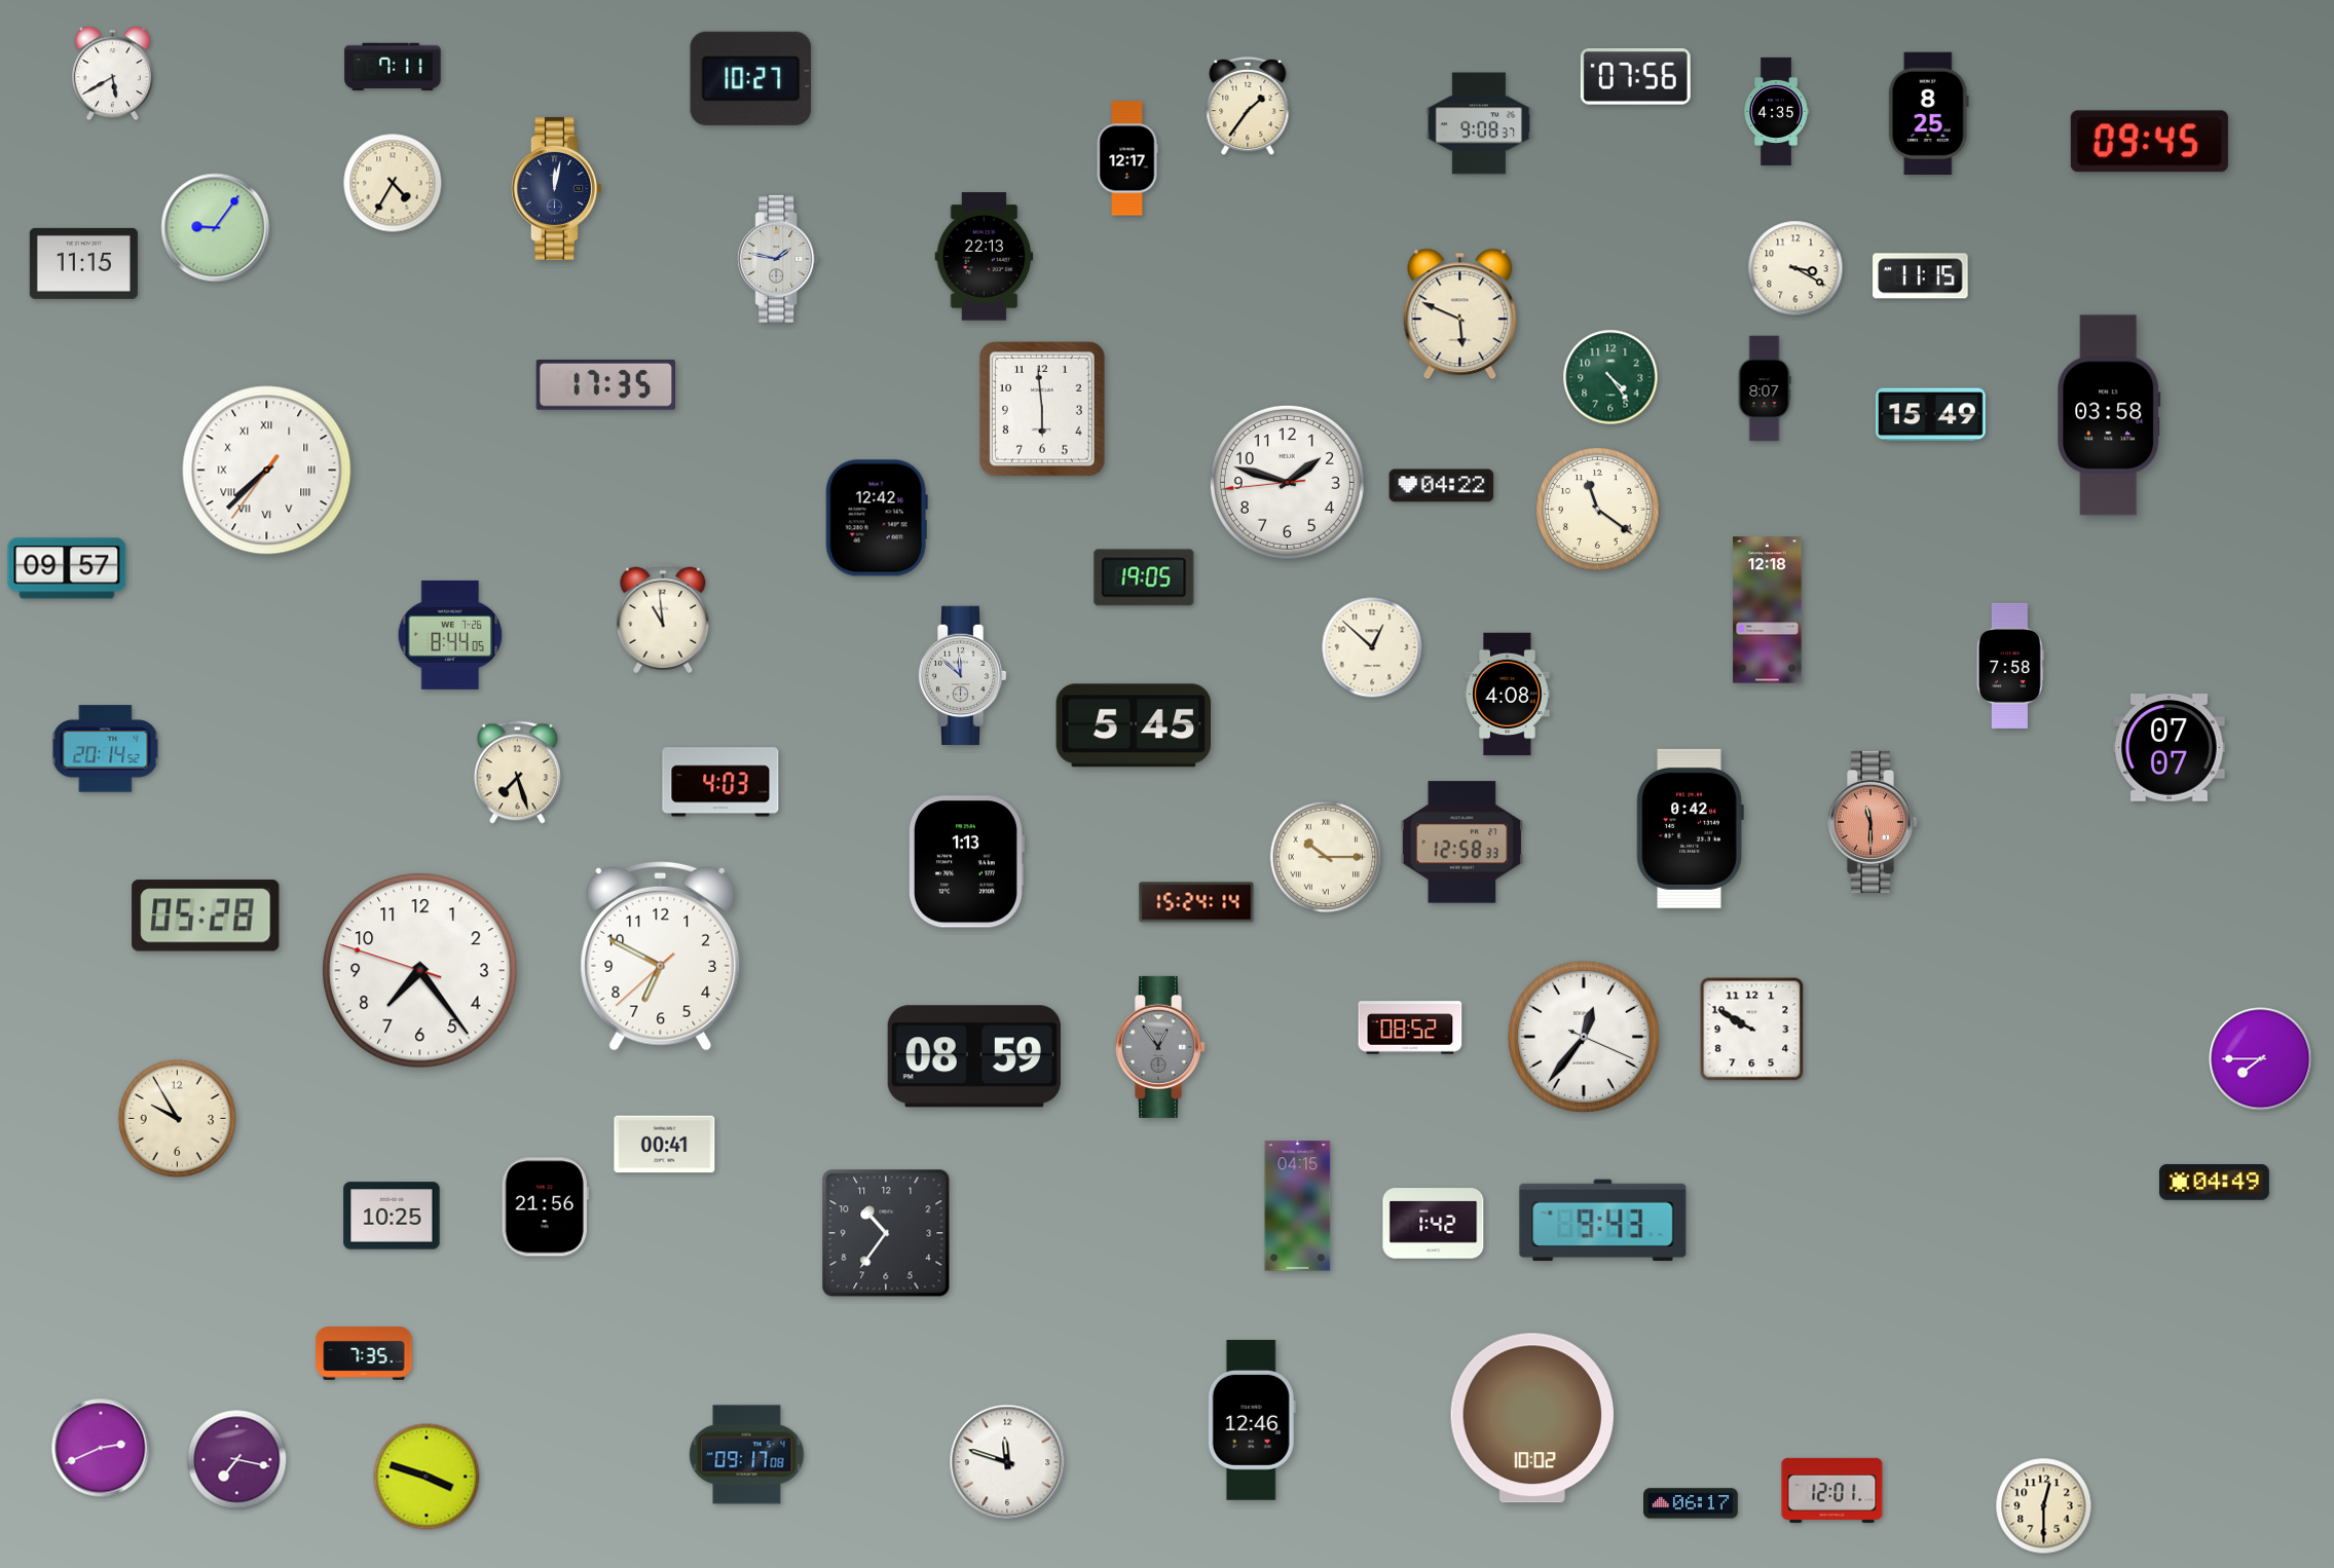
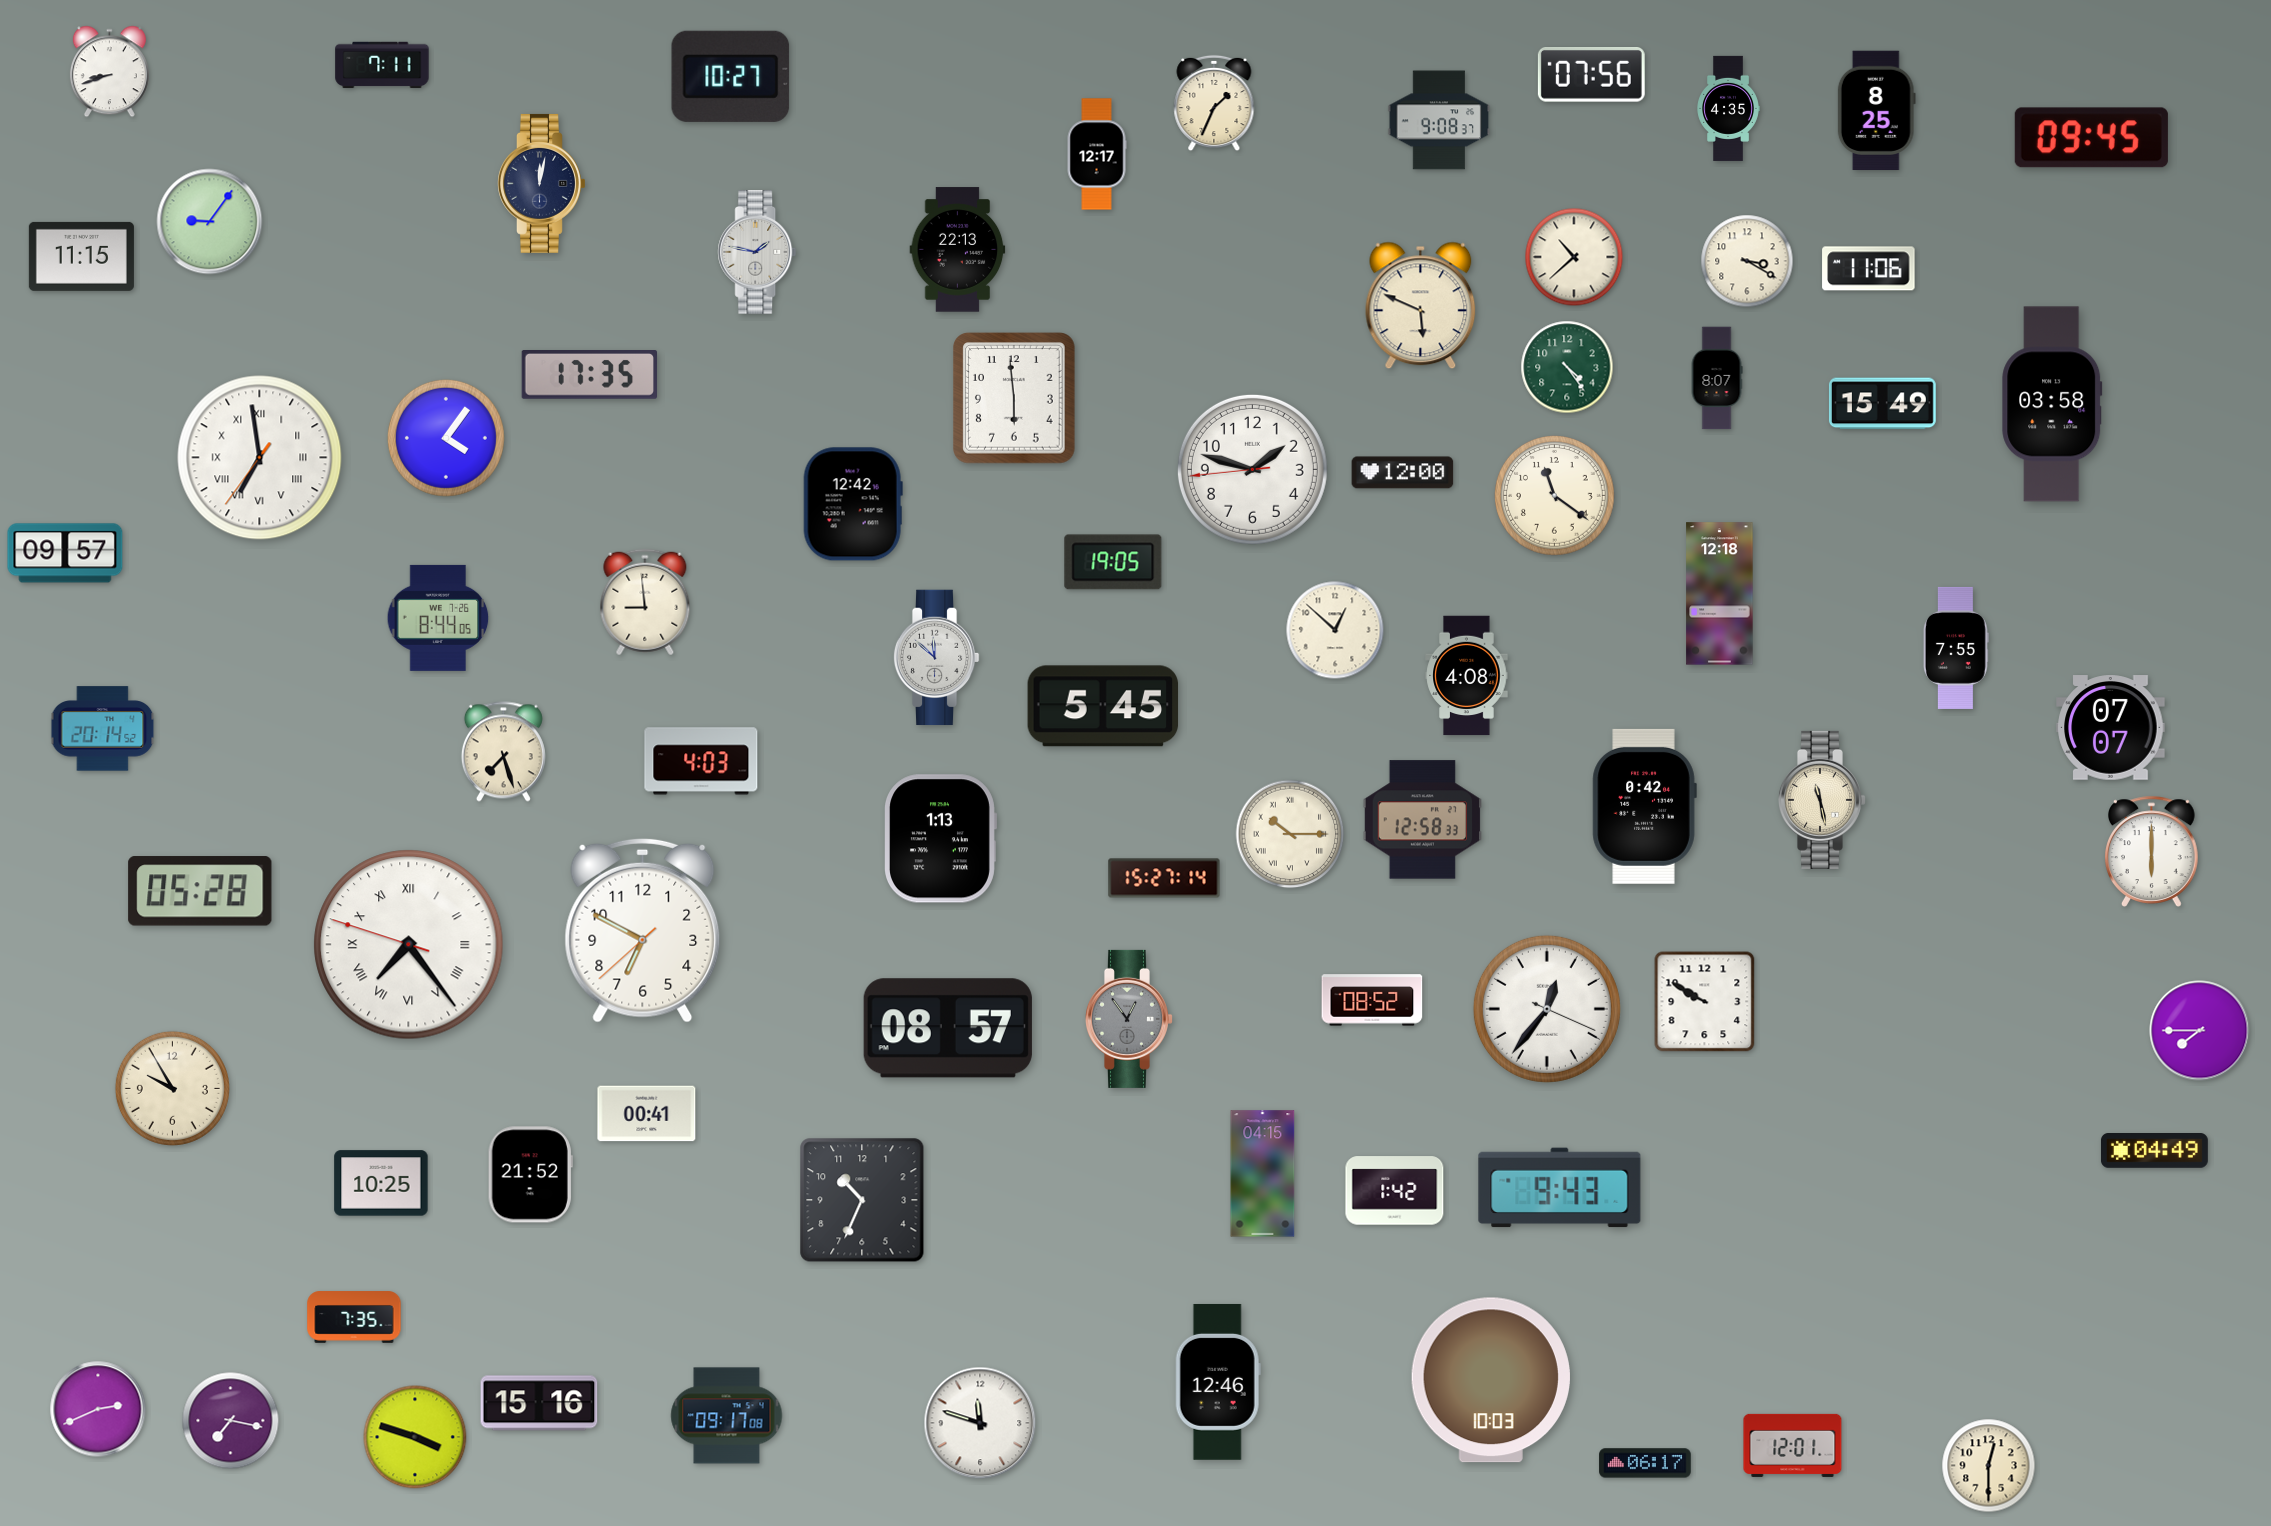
clock at (112, 74): 5:40 -> 8:42
clock at (1248, 106): 1:36 -> 1:34
clock at (393, 183): 4:35 -> none
clock at (1574, 257): none -> 10:38
clock at (1921, 276): 11:15 -> 11:06
clock at (1930, 415) position: (1930, 415) -> (1882, 404)
clock at (446, 438): none -> 4:06
clock at (267, 471): 7:37 -> 6:58
clock at (1442, 486): 04:22 -> 12:00
clock at (663, 619): 10:59 -> 8:59
clock at (2010, 666): 7:58 -> 7:55
clock at (1873, 822): 11:30 -> 11:28
clock at (1873, 822) dial: salmon -> cream
clock at (2152, 851): none -> 6:00
clock at (1196, 902): 15:24 -> 15:27
clock at (420, 971) numerals: Arabic -> Roman
clock at (1584, 1037) position: (1584, 1037) -> (1547, 1009)
clock at (974, 1056): 08:59 -> 08:57
clock at (545, 1207): 21:56 -> 21:52
clock at (886, 1233): 10:36 -> 10:34
clock at (1532, 1418): 10:02 -> 10:03
clock at (539, 1403): none -> 15:16
clock at (1832, 1490) position: (1832, 1490) -> (1793, 1445)
